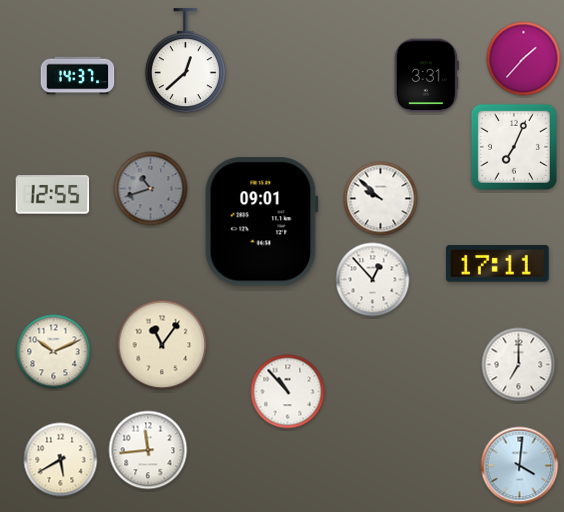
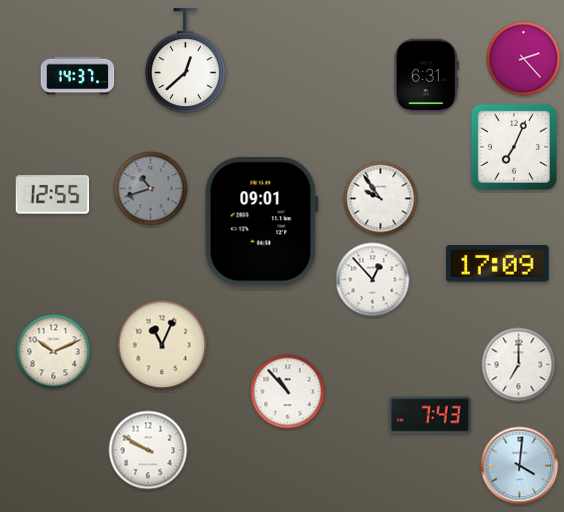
clock at (524, 59): 1:37 -> 2:23
clock at (426, 76): 3:31 -> 6:31
clock at (381, 199): 9:52 -> 9:54
clock at (497, 264): 17:11 -> 17:09
clock at (162, 345): 11:06 -> 11:04
clock at (430, 415): none -> 7:43
clock at (148, 450): 11:44 -> 9:50
clock at (61, 460): 5:40 -> none
